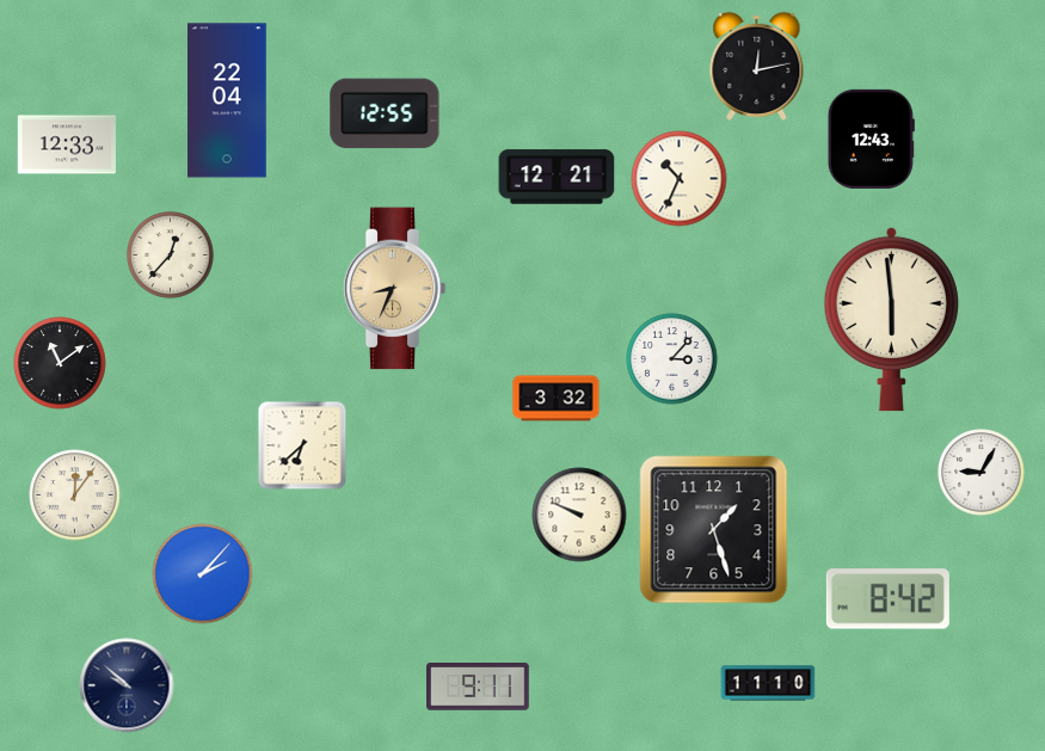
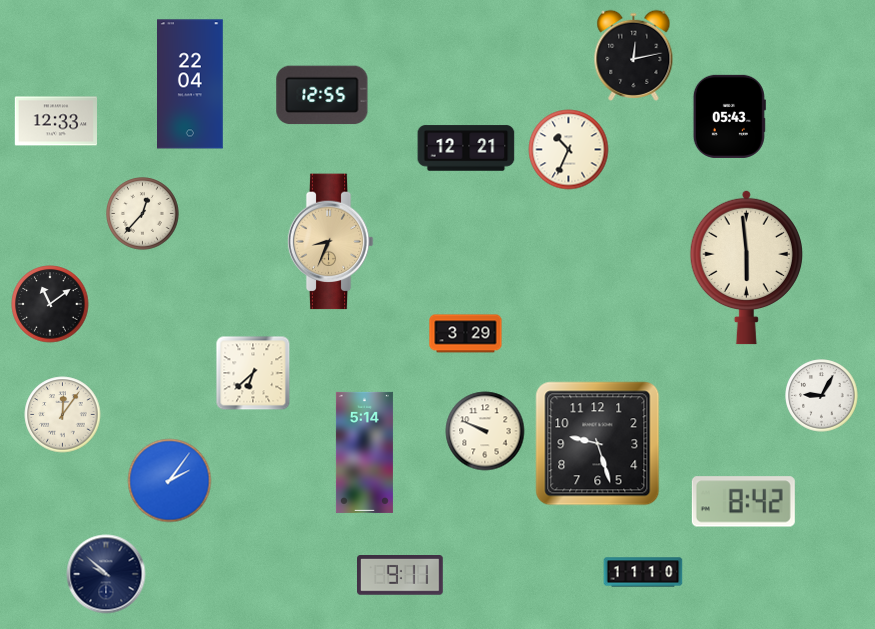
clock at (871, 138): 12:43 -> 05:43
clock at (672, 359): 3:07 -> none
clock at (557, 399): 3:32 -> 3:29
clock at (714, 530): 1:27 -> 9:27
clock at (364, 452): none -> 5:14
clock at (203, 574): 2:07 -> 2:06
